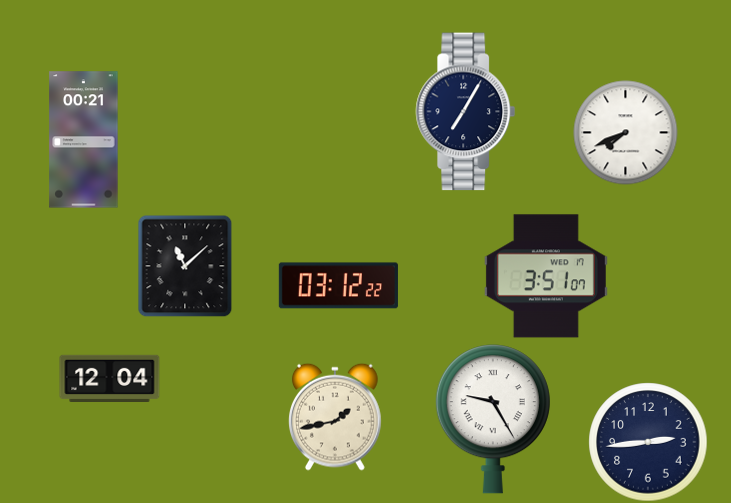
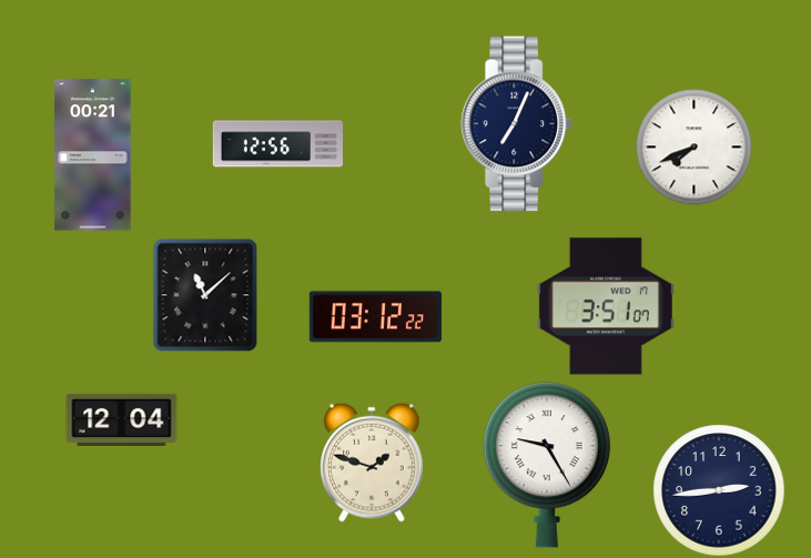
clock at (466, 112): 7:05 -> 7:04
clock at (277, 144): none -> 12:56
clock at (336, 417): 1:43 -> 1:48
